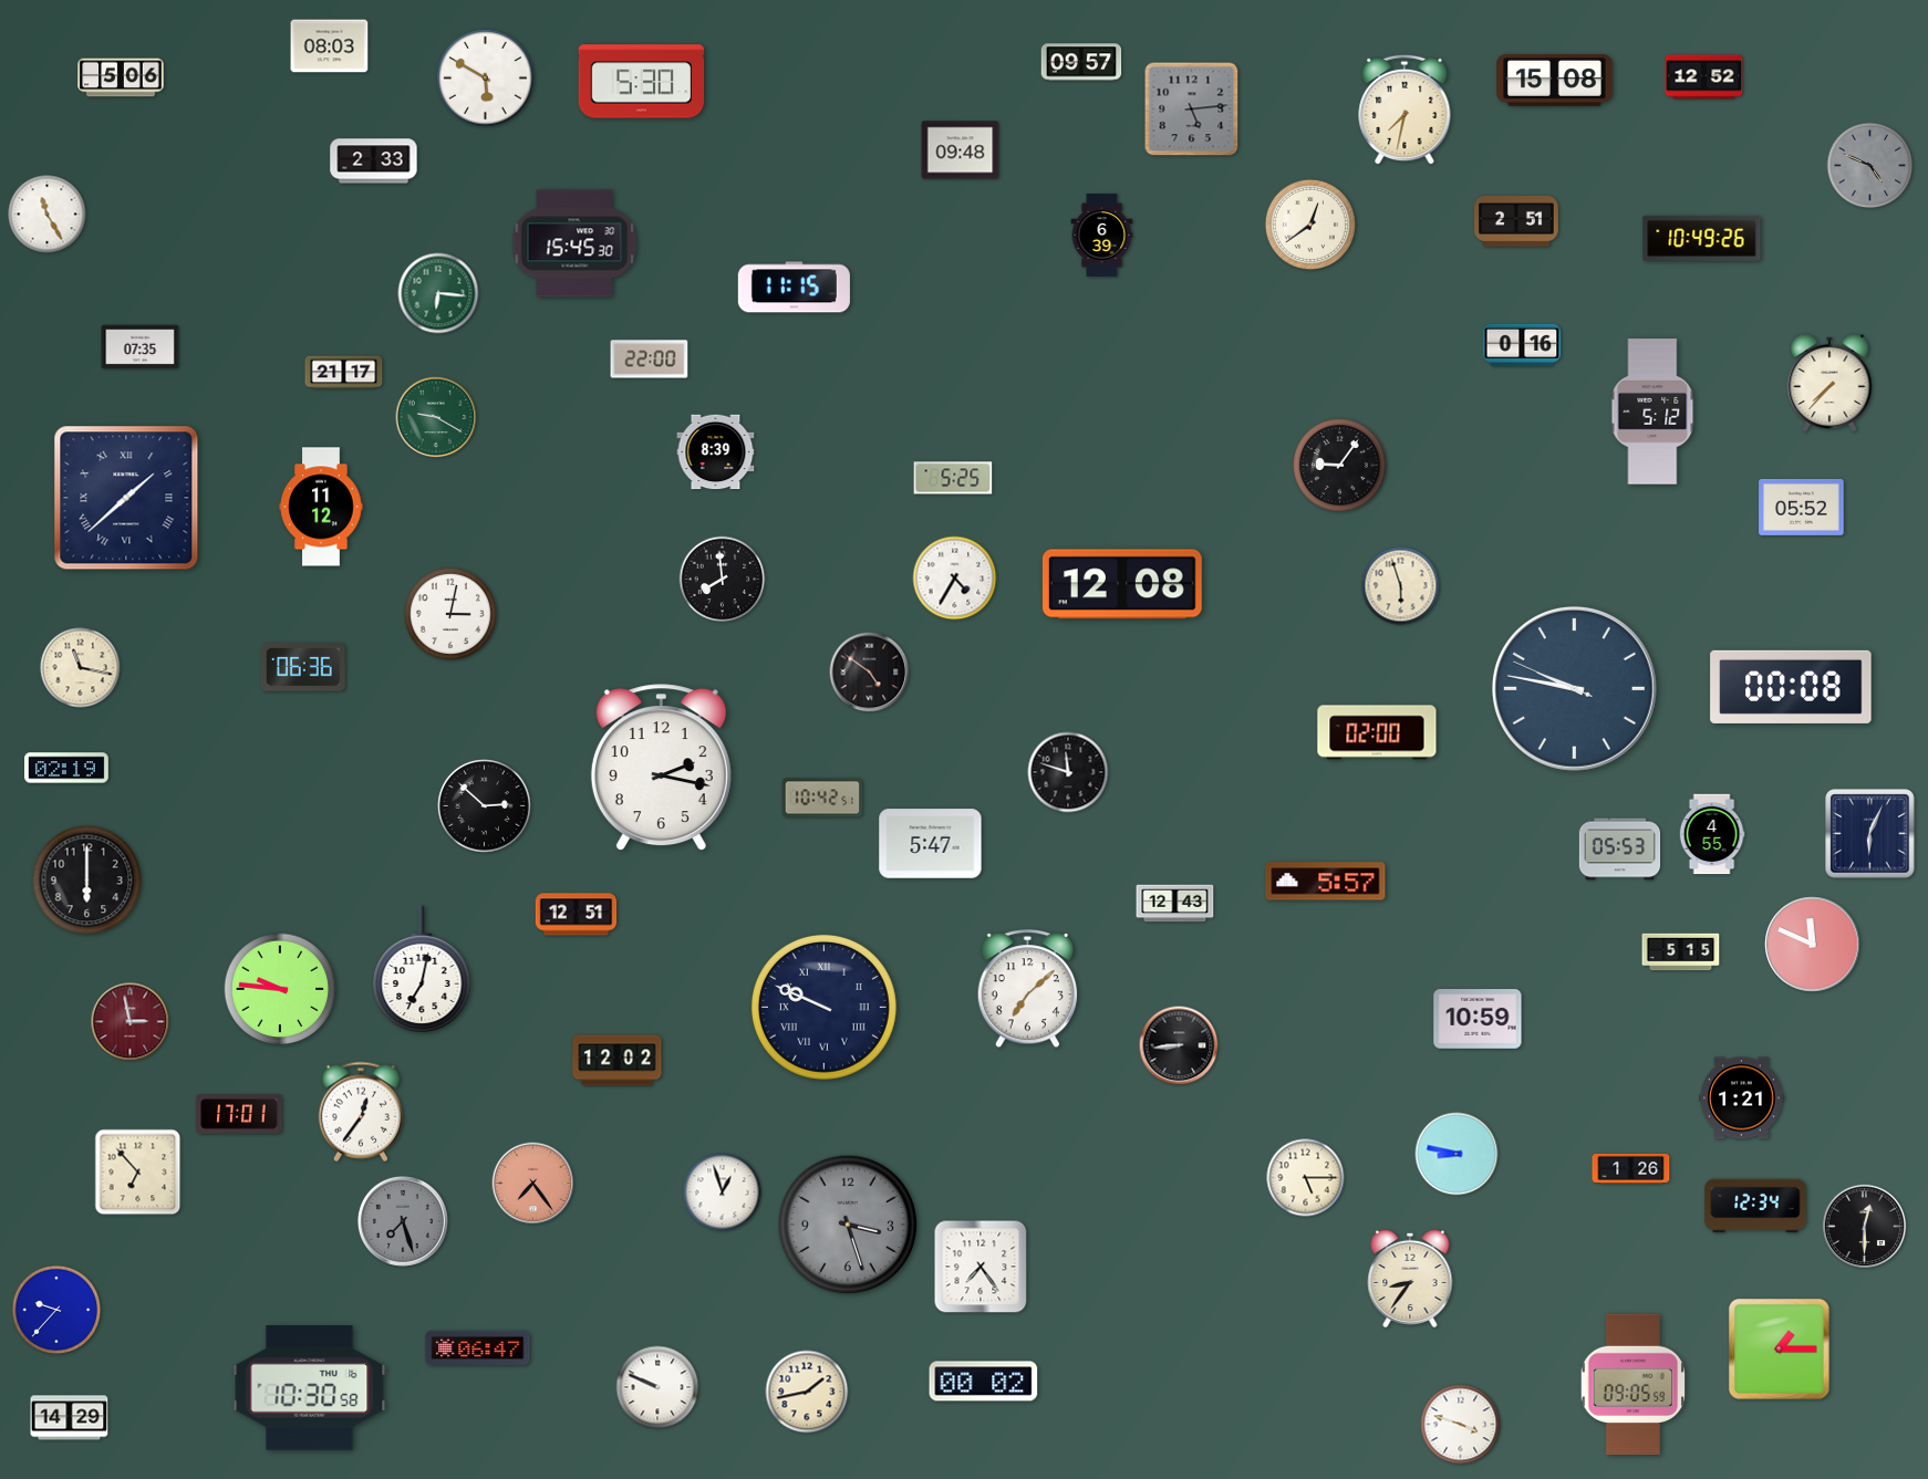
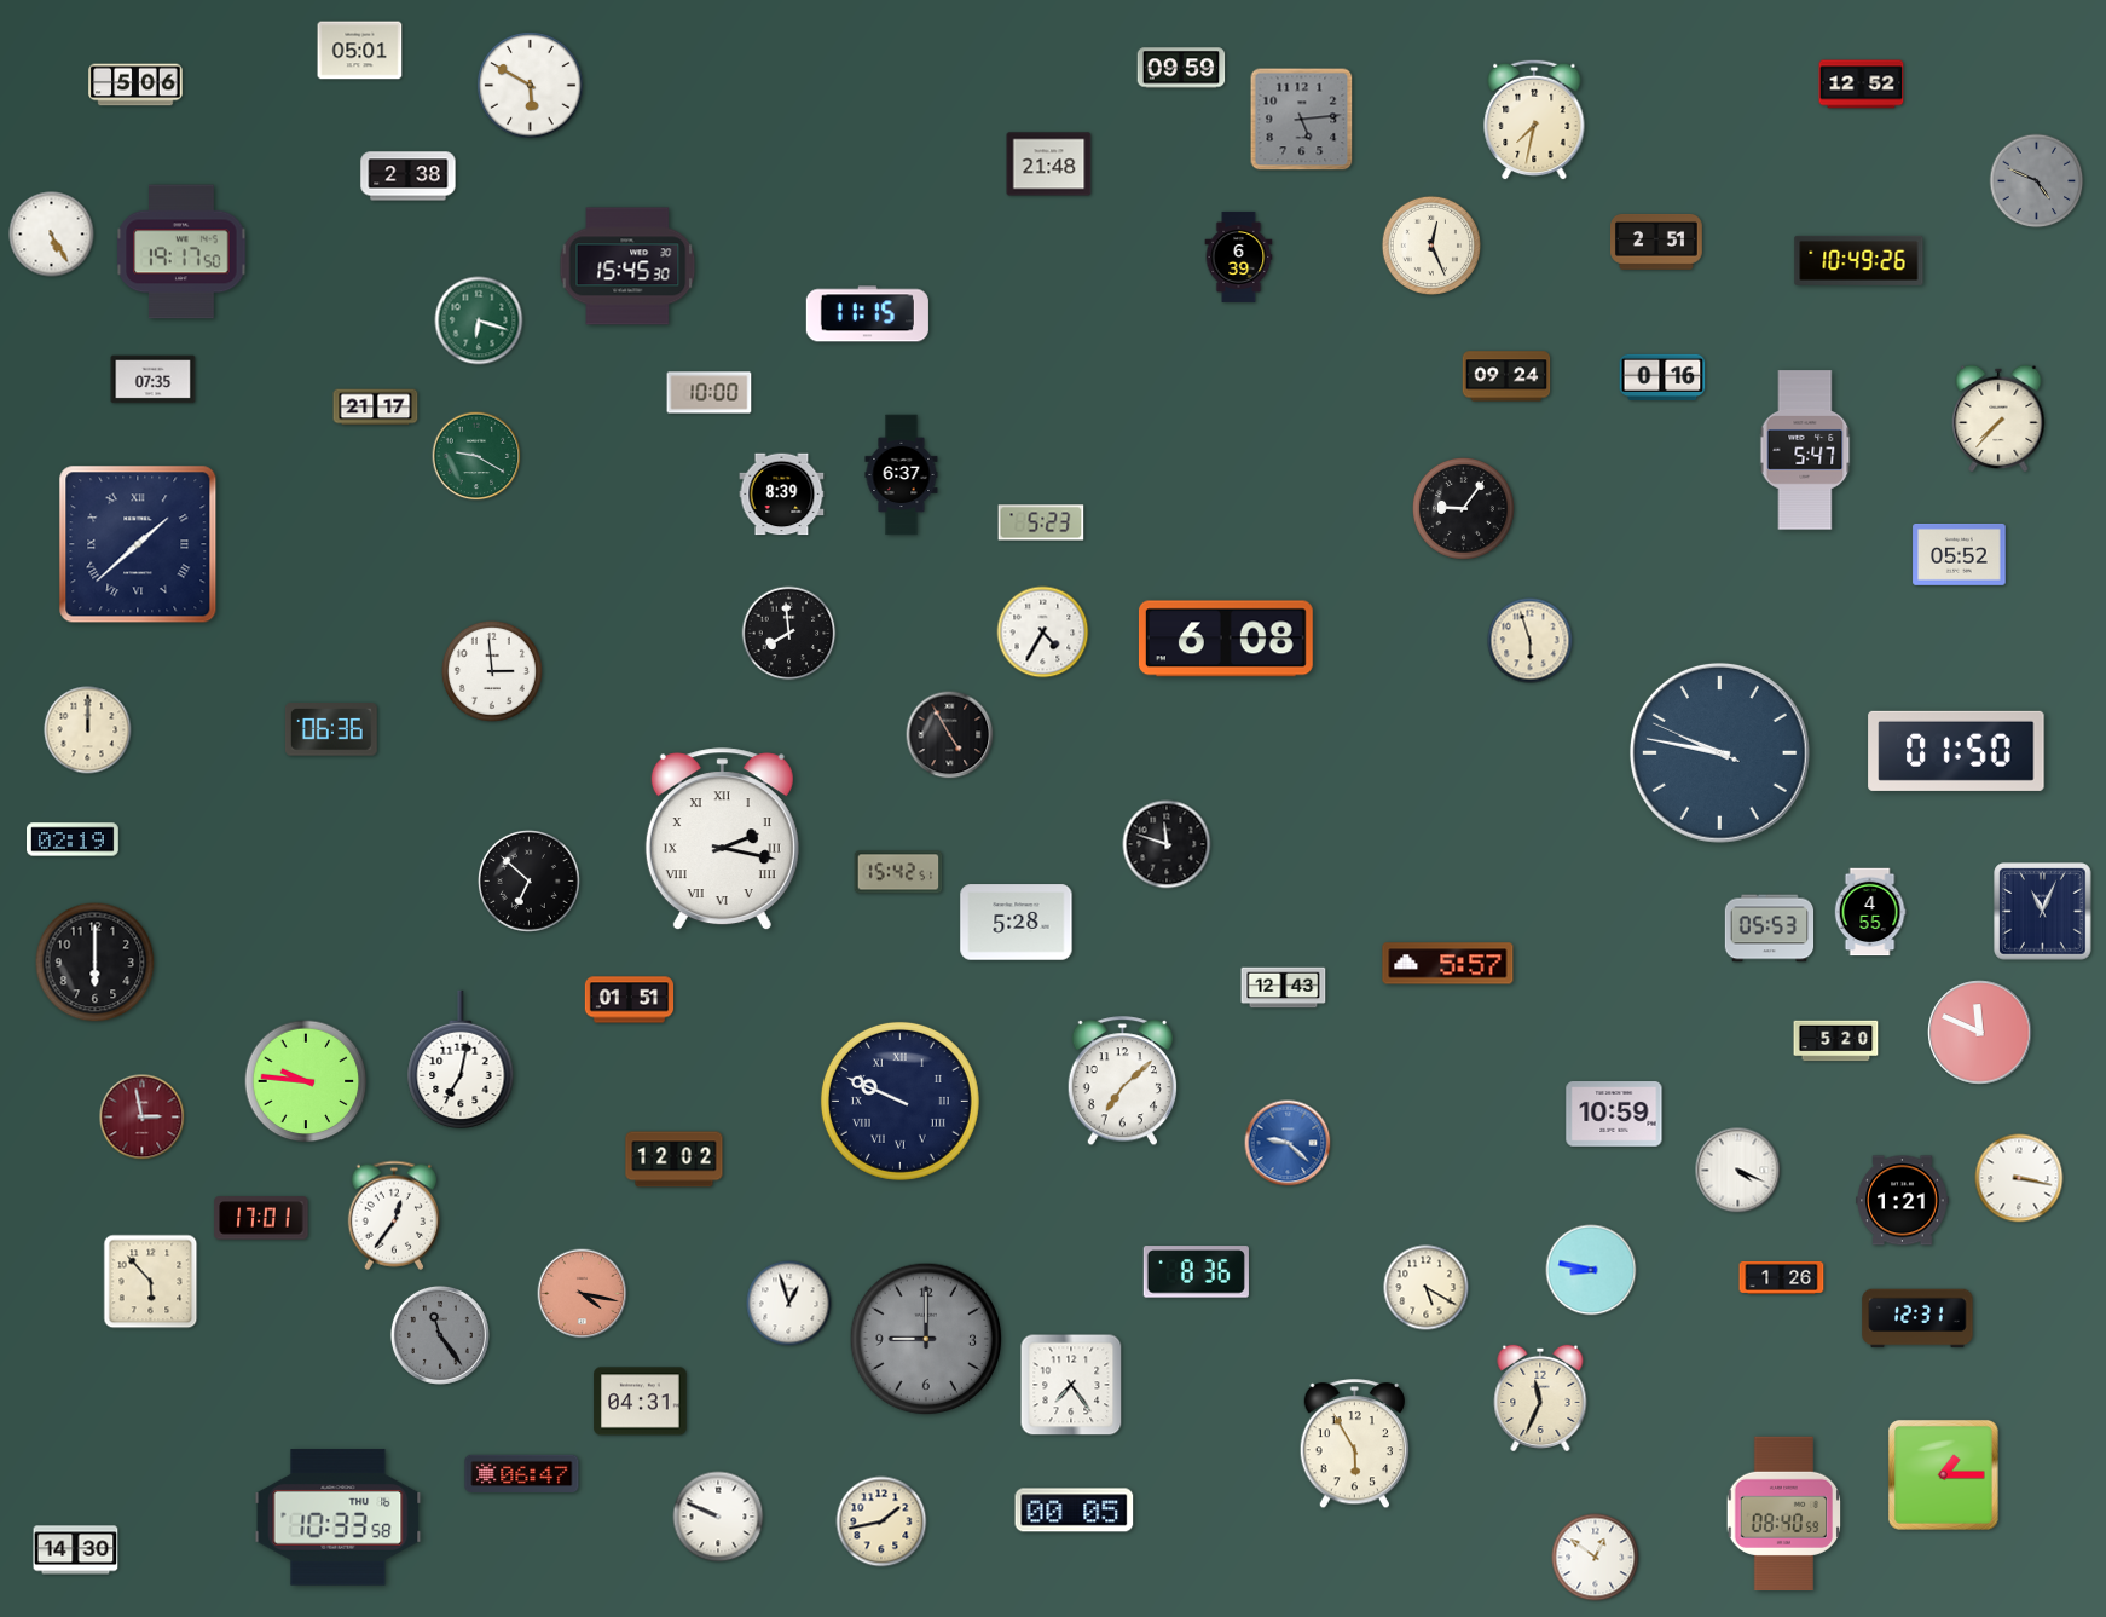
clock at (330, 46): 08:03 -> 05:01
clock at (1081, 62): 09:57 -> 09:59
clock at (121, 77) position: (121, 77) -> (135, 85)
clock at (1555, 81): 15:08 -> none
clock at (642, 82): 5:30 -> none
clock at (961, 150): 09:48 -> 21:48
clock at (374, 162): 2:33 -> 2:38
clock at (1870, 166) position: (1870, 166) -> (2037, 181)
clock at (48, 215): 11:25 -> 5:25
clock at (1310, 225): 12:39 -> 12:26
clock at (181, 252): none -> 19:17
clock at (1102, 235) position: (1102, 235) -> (1239, 256)
clock at (438, 293): 6:16 -> 6:18
clock at (1506, 376): none -> 09:24
clock at (650, 360): 22:00 -> 10:00
clock at (1652, 412): 5:12 -> 5:47
clock at (902, 475): none -> 6:37
clock at (953, 478): 5:25 -> 5:23
clock at (321, 507): 11:12 -> none
clock at (1802, 507) position: (1802, 507) -> (1960, 554)
clock at (1122, 584): 12:08 -> 6:08
clock at (450, 614): 3:02 -> 2:59
clock at (81, 668): 11:17 -> 12:00
clock at (870, 673): 4:51 -> 4:55
clock at (1791, 687): 00:08 -> 01:50
clock at (1377, 732): 02:00 -> none
clock at (661, 768) numerals: Arabic -> Roman
clock at (822, 798): 10:42 -> 15:42
clock at (484, 805): 2:52 -> 6:52
clock at (1870, 834): 6:04 -> 11:04
clock at (931, 844): 5:47 -> 5:28
clock at (577, 915): 12:51 -> 01:51
clock at (1681, 952): 5:15 -> 5:20
clock at (1179, 1045): 8:44 -> 9:22
clock at (1179, 1045) dial: black -> blue
clock at (1738, 1171): none -> 4:19
clock at (2019, 1178): none -> 3:17
clock at (1457, 1154) position: (1457, 1154) -> (1591, 1270)
clock at (1196, 1272): none -> 8:36
clock at (138, 1173): 6:53 -> 5:53
clock at (1306, 1178): 5:15 -> 5:20
clock at (533, 1184): 7:24 -> 4:17
clock at (1755, 1206): 12:34 -> 12:31
clock at (403, 1221): 7:27 -> 11:24
clock at (848, 1225): 3:27 -> 9:00
clock at (1865, 1227): 12:30 -> none
clock at (1410, 1278): 8:36 -> 11:34
clock at (641, 1402): none -> 04:31
clock at (56, 1310): 9:37 -> none
clock at (1354, 1444): none -> 5:55
clock at (984, 1382): 00:02 -> 00:05
clock at (1634, 1384): 09:05 -> 08:40
clock at (310, 1388): 10:30 -> 10:33
clock at (70, 1418): 14:29 -> 14:30
clock at (1461, 1425): 3:48 -> 12:51
